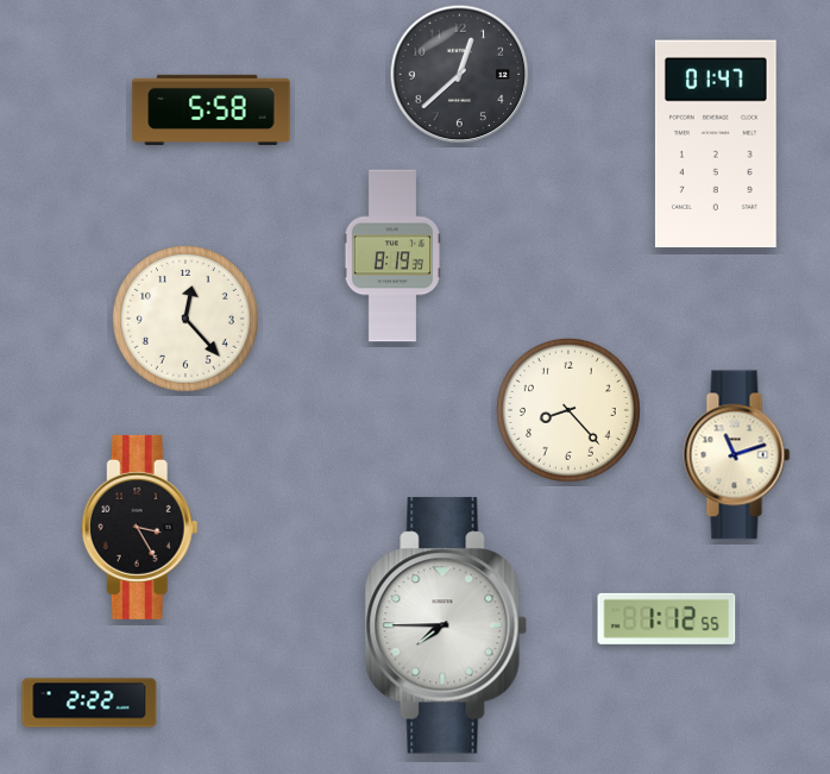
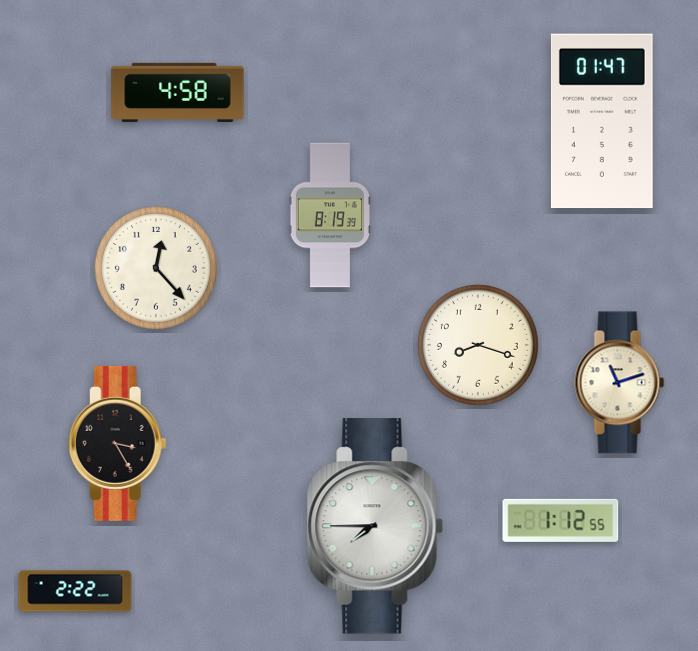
clock at (460, 75): 12:38 -> none
clock at (212, 109): 5:58 -> 4:58
clock at (568, 410): 8:23 -> 8:18
